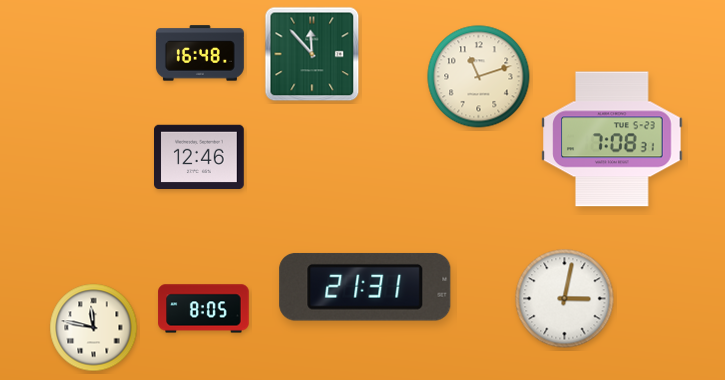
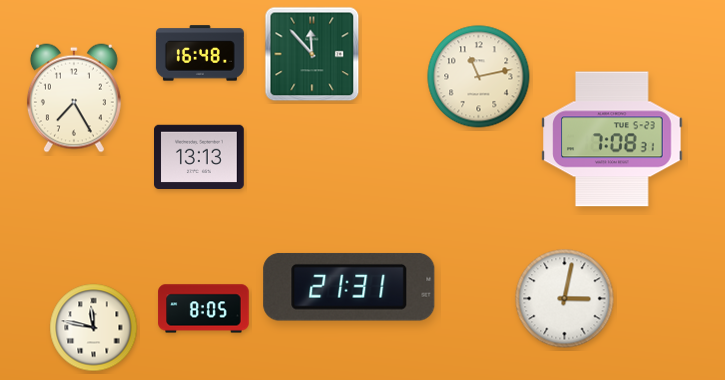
clock at (479, 77): 11:12 -> 11:13
clock at (74, 98): none -> 7:25
clock at (199, 157): 12:46 -> 13:13
clock at (365, 287) position: (365, 287) -> (349, 287)
